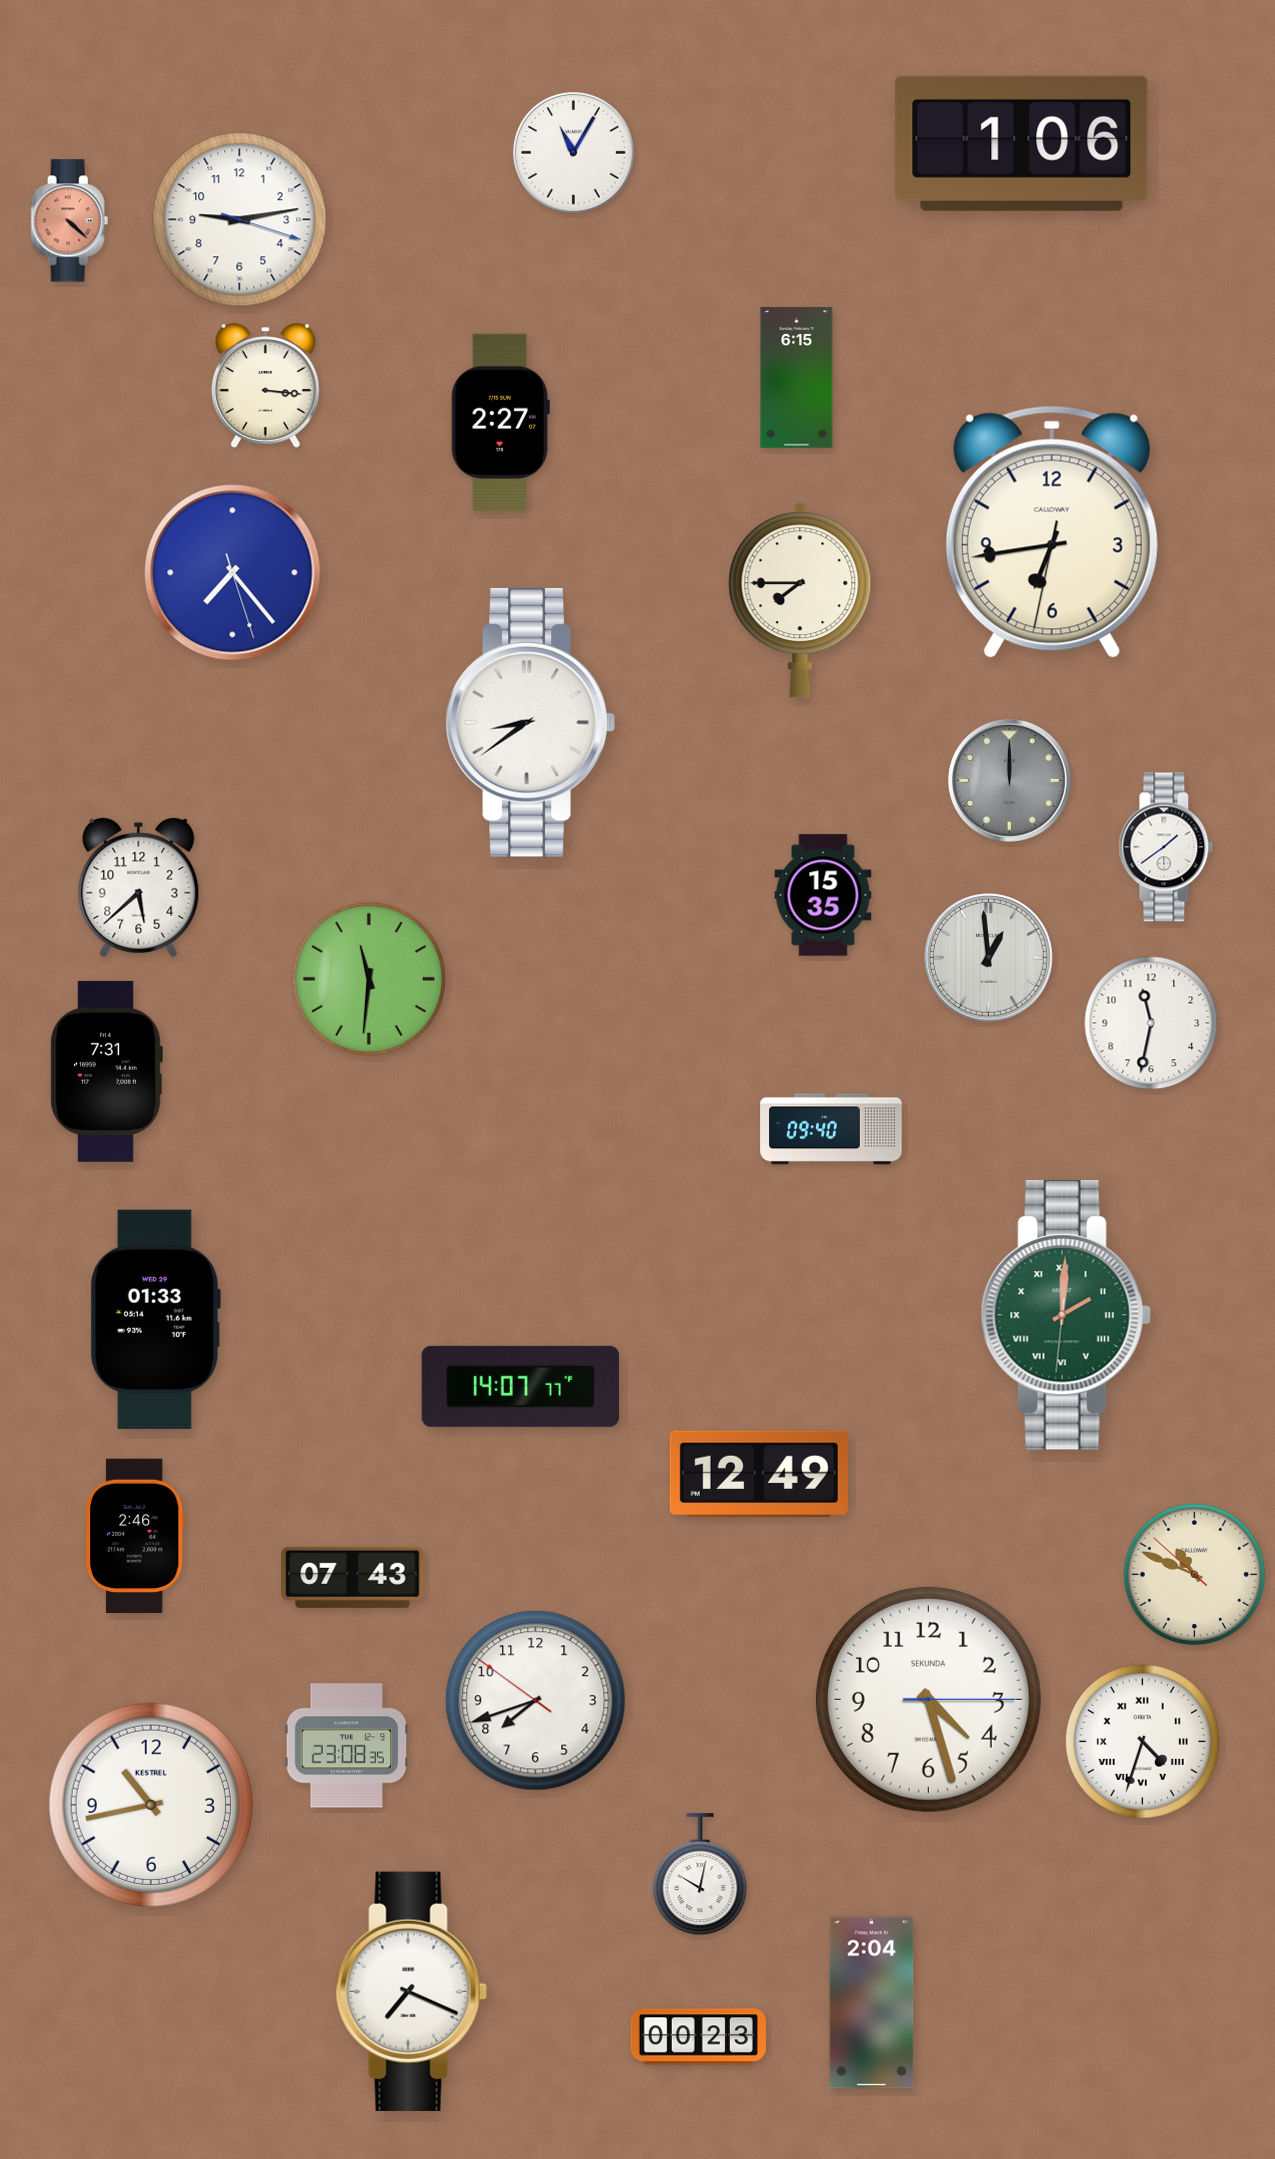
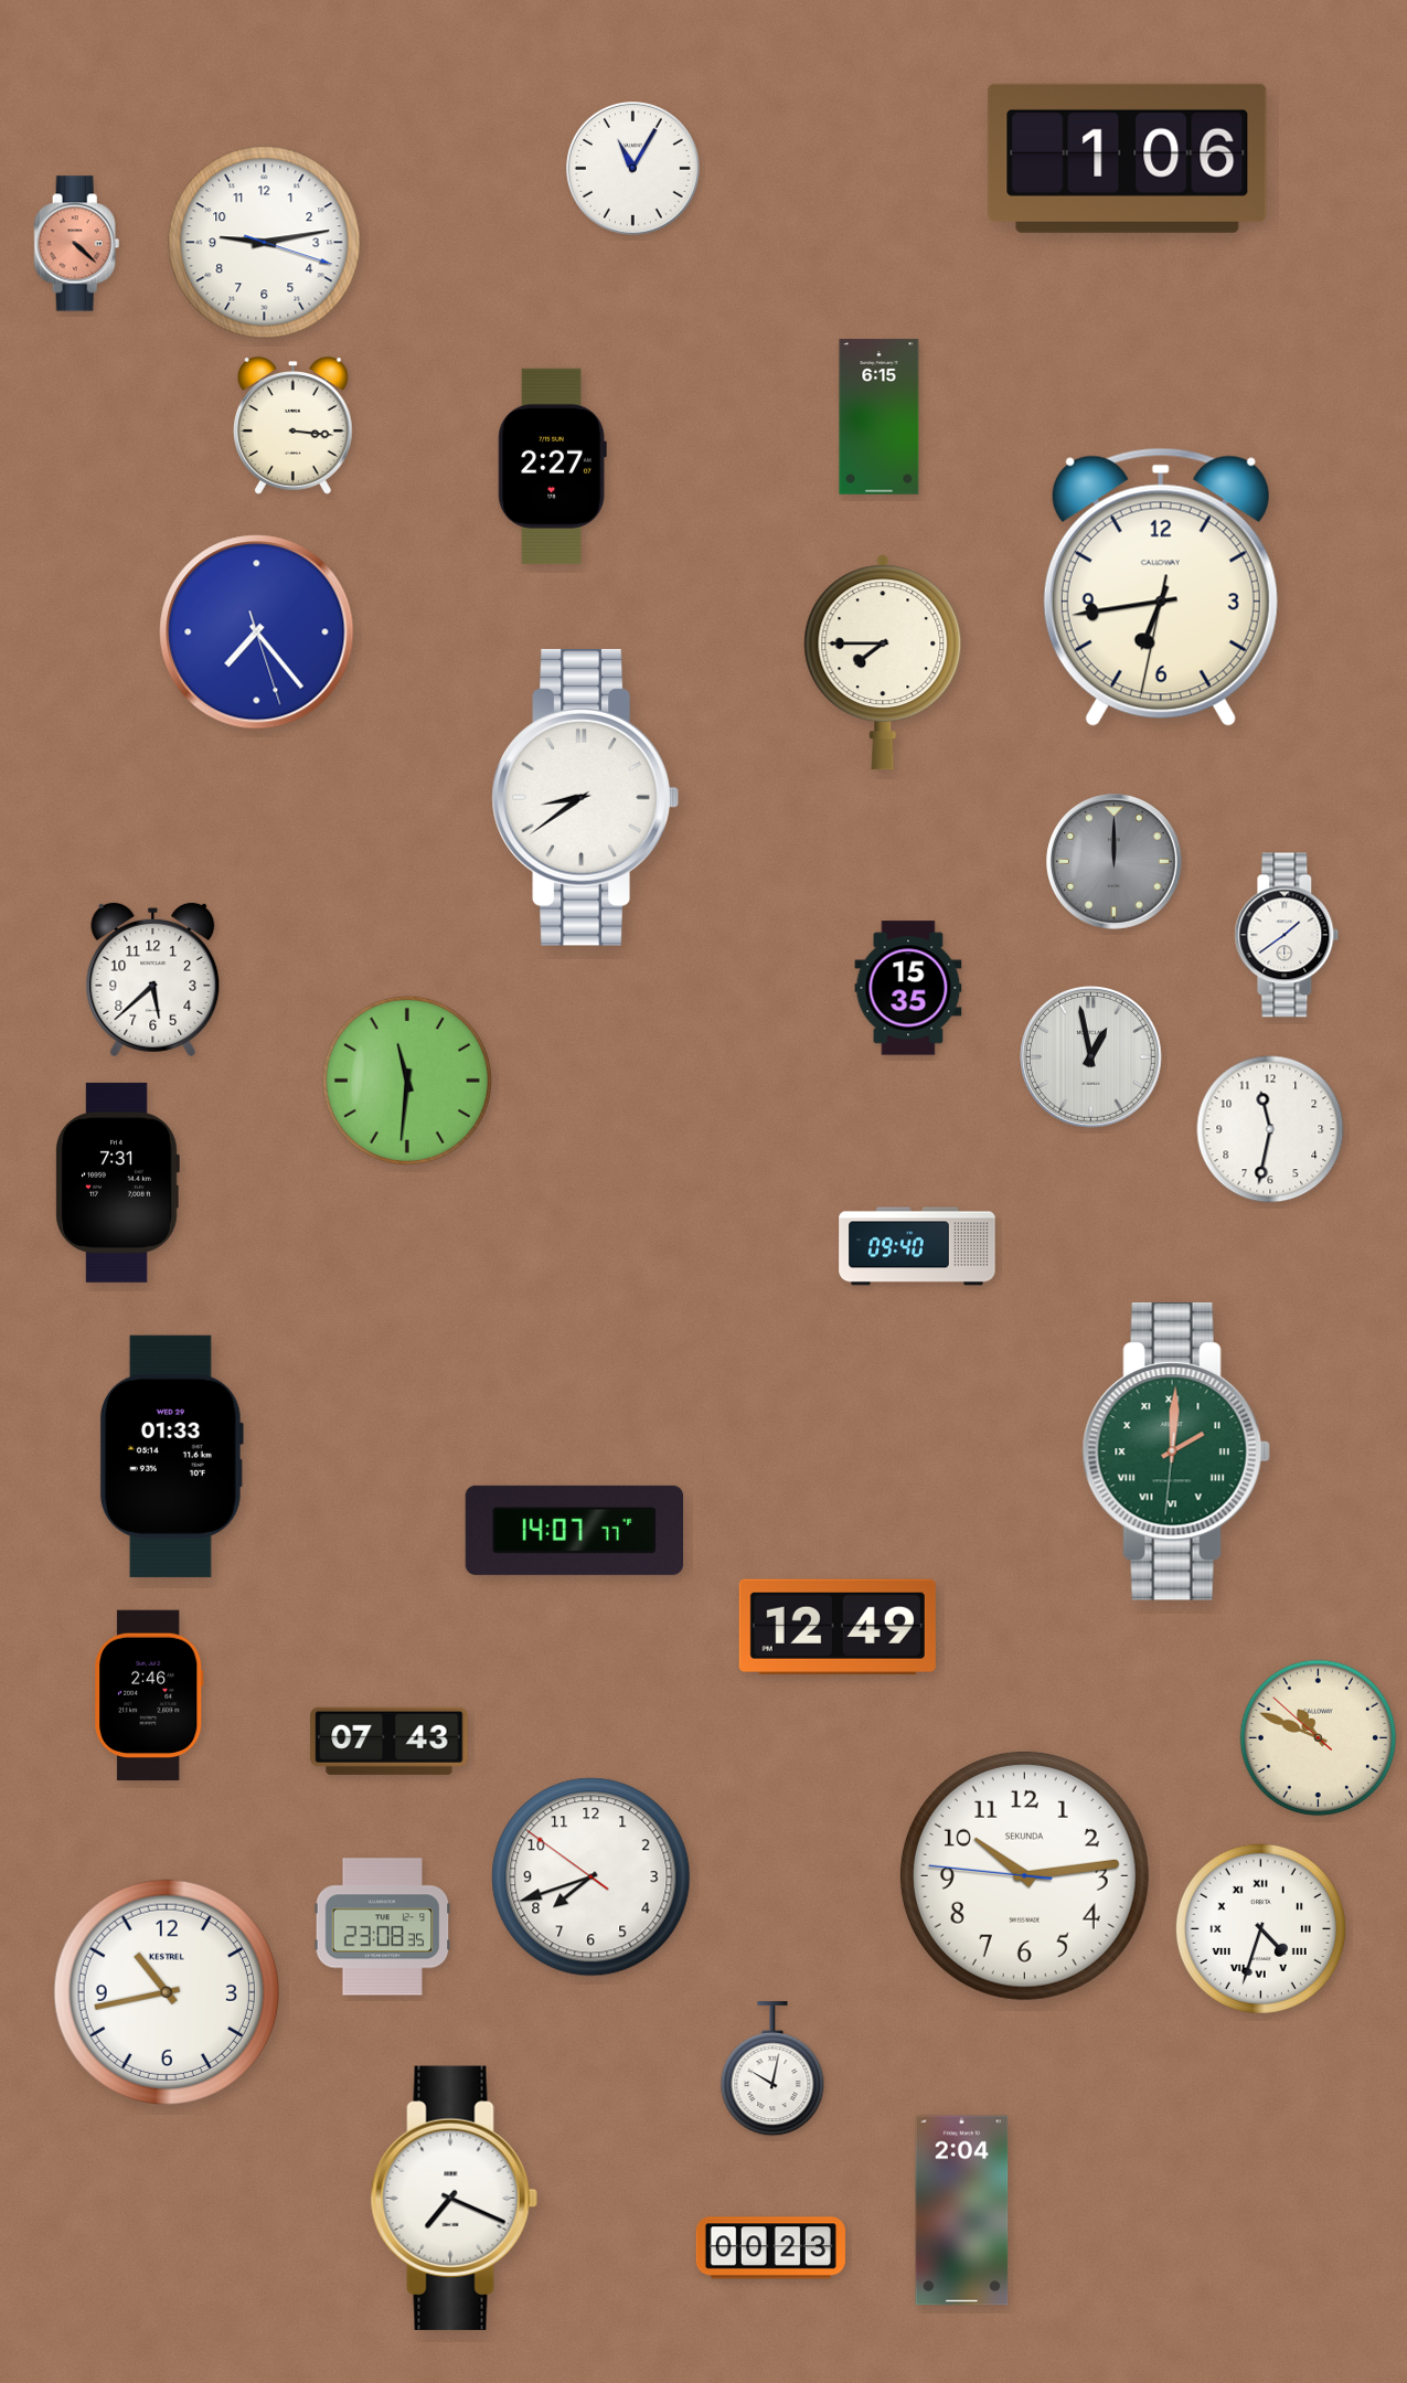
clock at (989, 958): 12:59 -> 12:58
clock at (928, 1699): 4:27 -> 10:13
clock at (1142, 1741) position: (1142, 1741) -> (1260, 1928)
